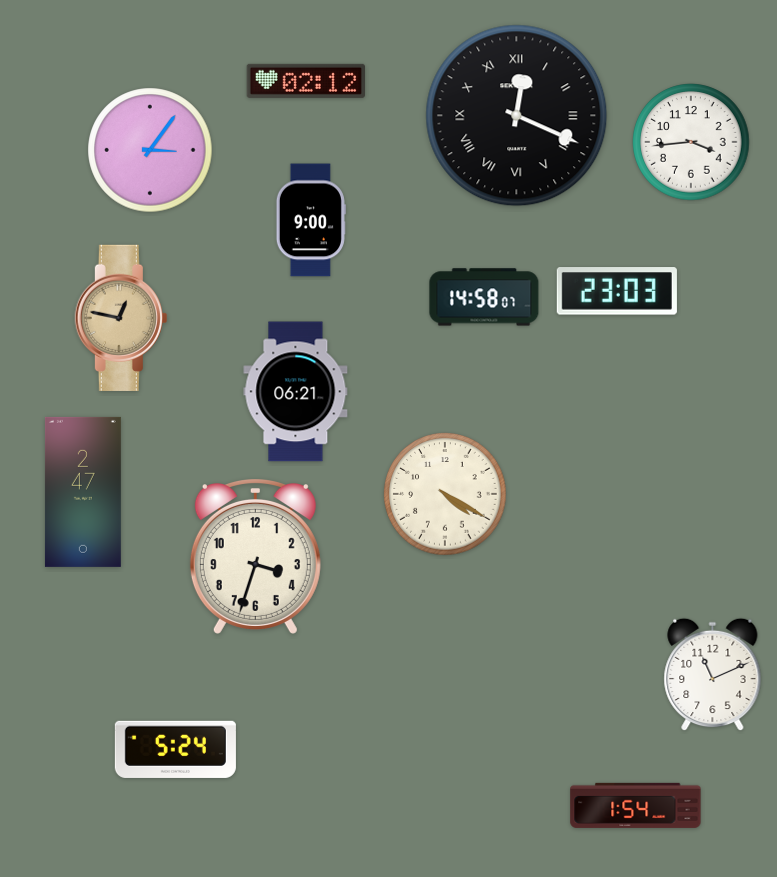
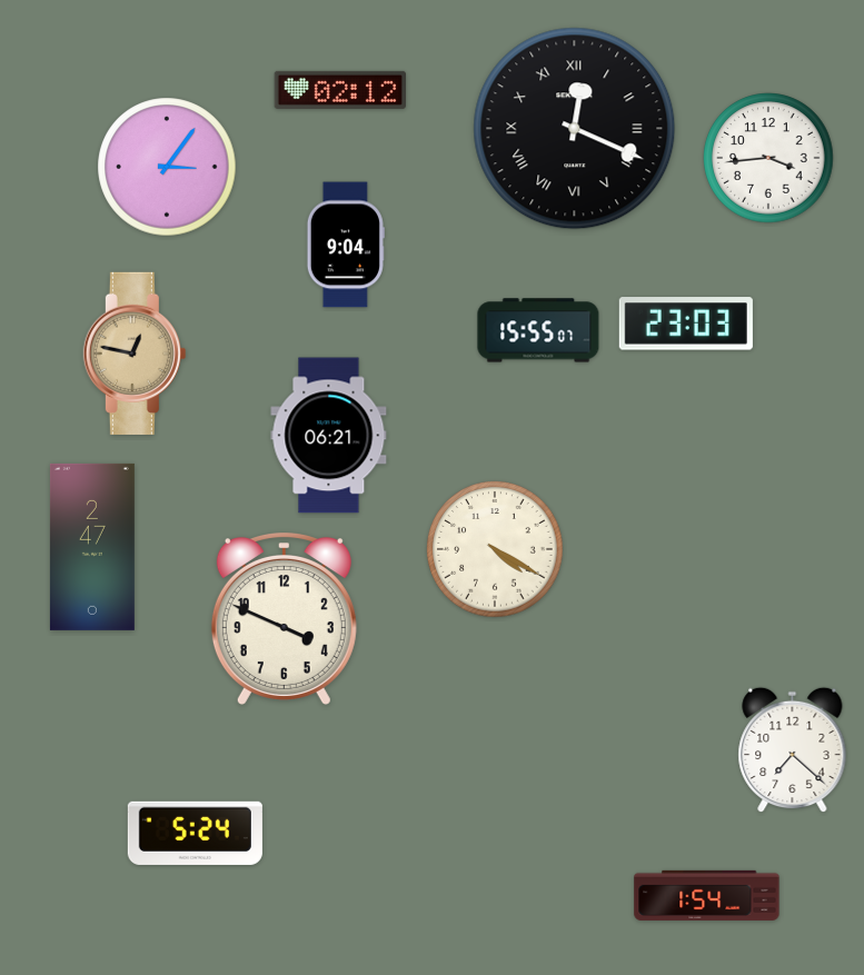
clock at (311, 220): 9:00 -> 9:04
clock at (484, 297): 14:58 -> 15:55
clock at (255, 557): 3:33 -> 3:49
clock at (713, 675): 11:11 -> 7:22
